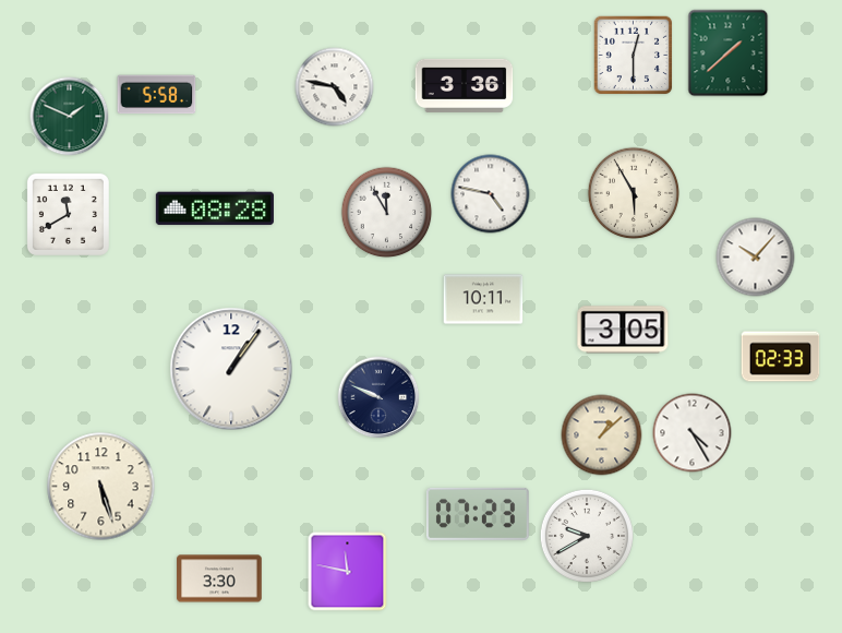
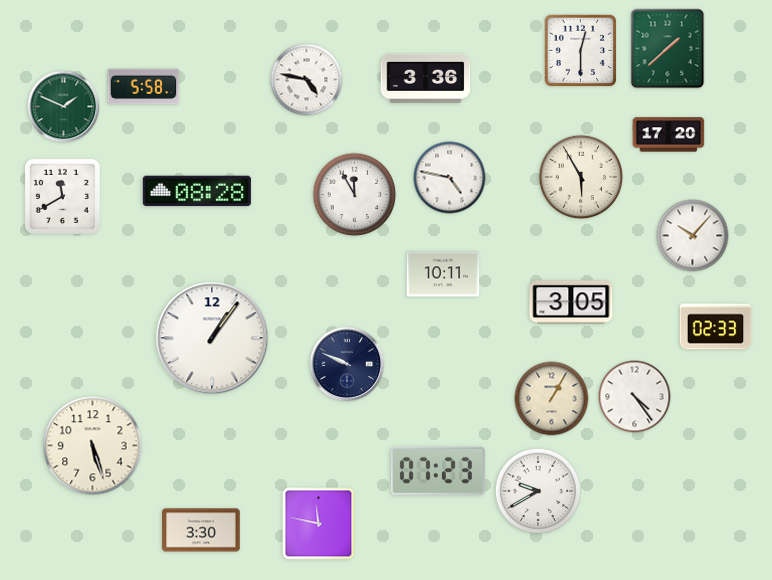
clock at (669, 135): none -> 17:20
clock at (693, 433): 4:25 -> 4:24
clock at (602, 435): 1:08 -> 1:05
